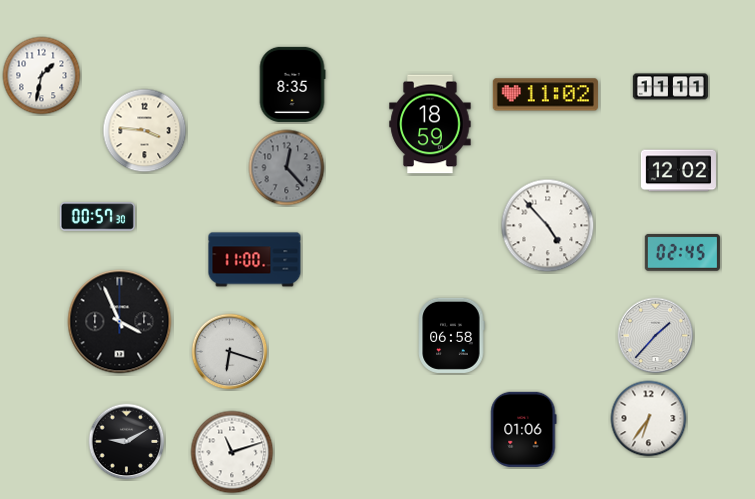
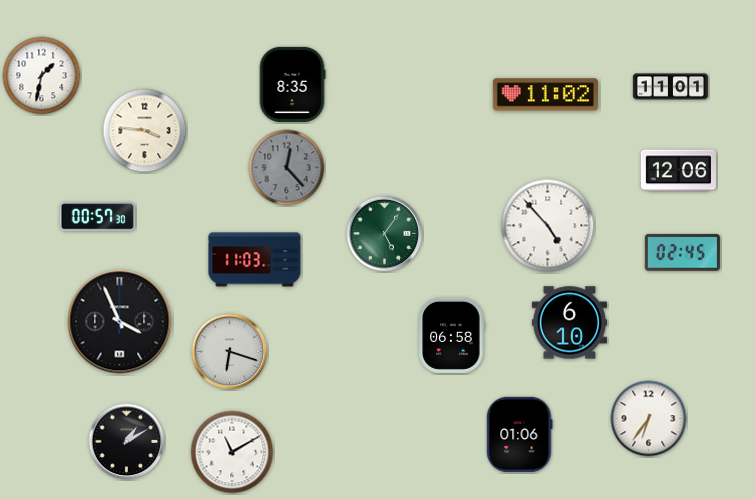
clock at (670, 87): 11:11 -> 11:01
clock at (430, 124): 18:59 -> none
clock at (678, 171): 12:02 -> 12:06
clock at (385, 234): none -> 5:06
clock at (255, 260): 11:00 -> 11:03
clock at (569, 323): none -> 6:10
clock at (656, 336): 1:37 -> none
clock at (524, 429) position: (524, 429) -> (520, 434)
clock at (127, 442): 9:10 -> 1:10
clock at (232, 452): 11:12 -> 11:10
